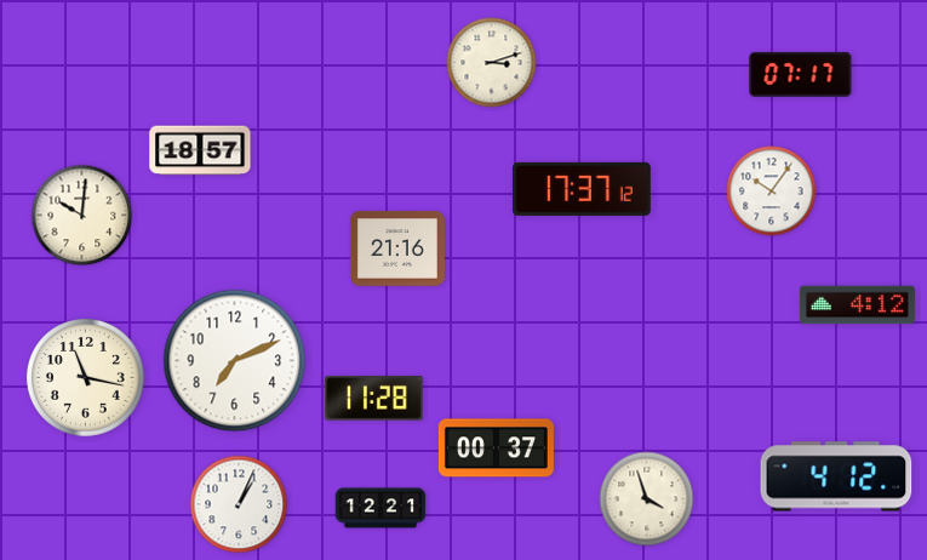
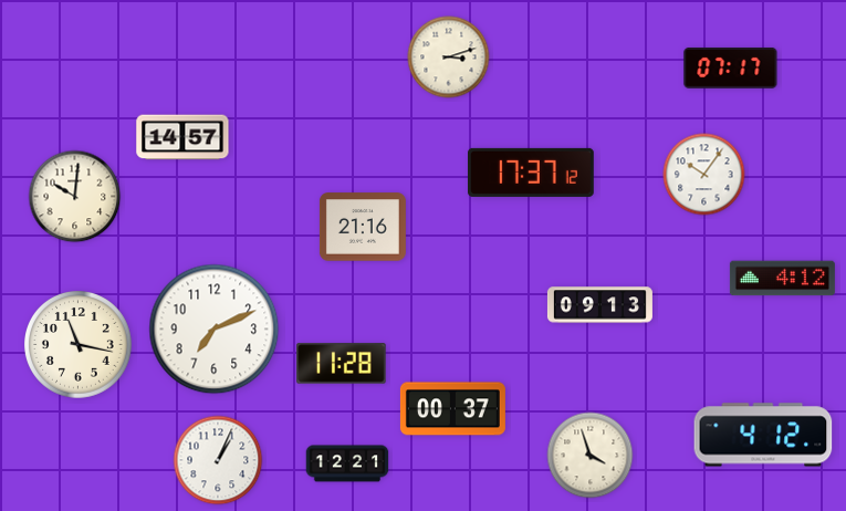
clock at (200, 150): 18:57 -> 14:57
clock at (599, 305): none -> 09:13
